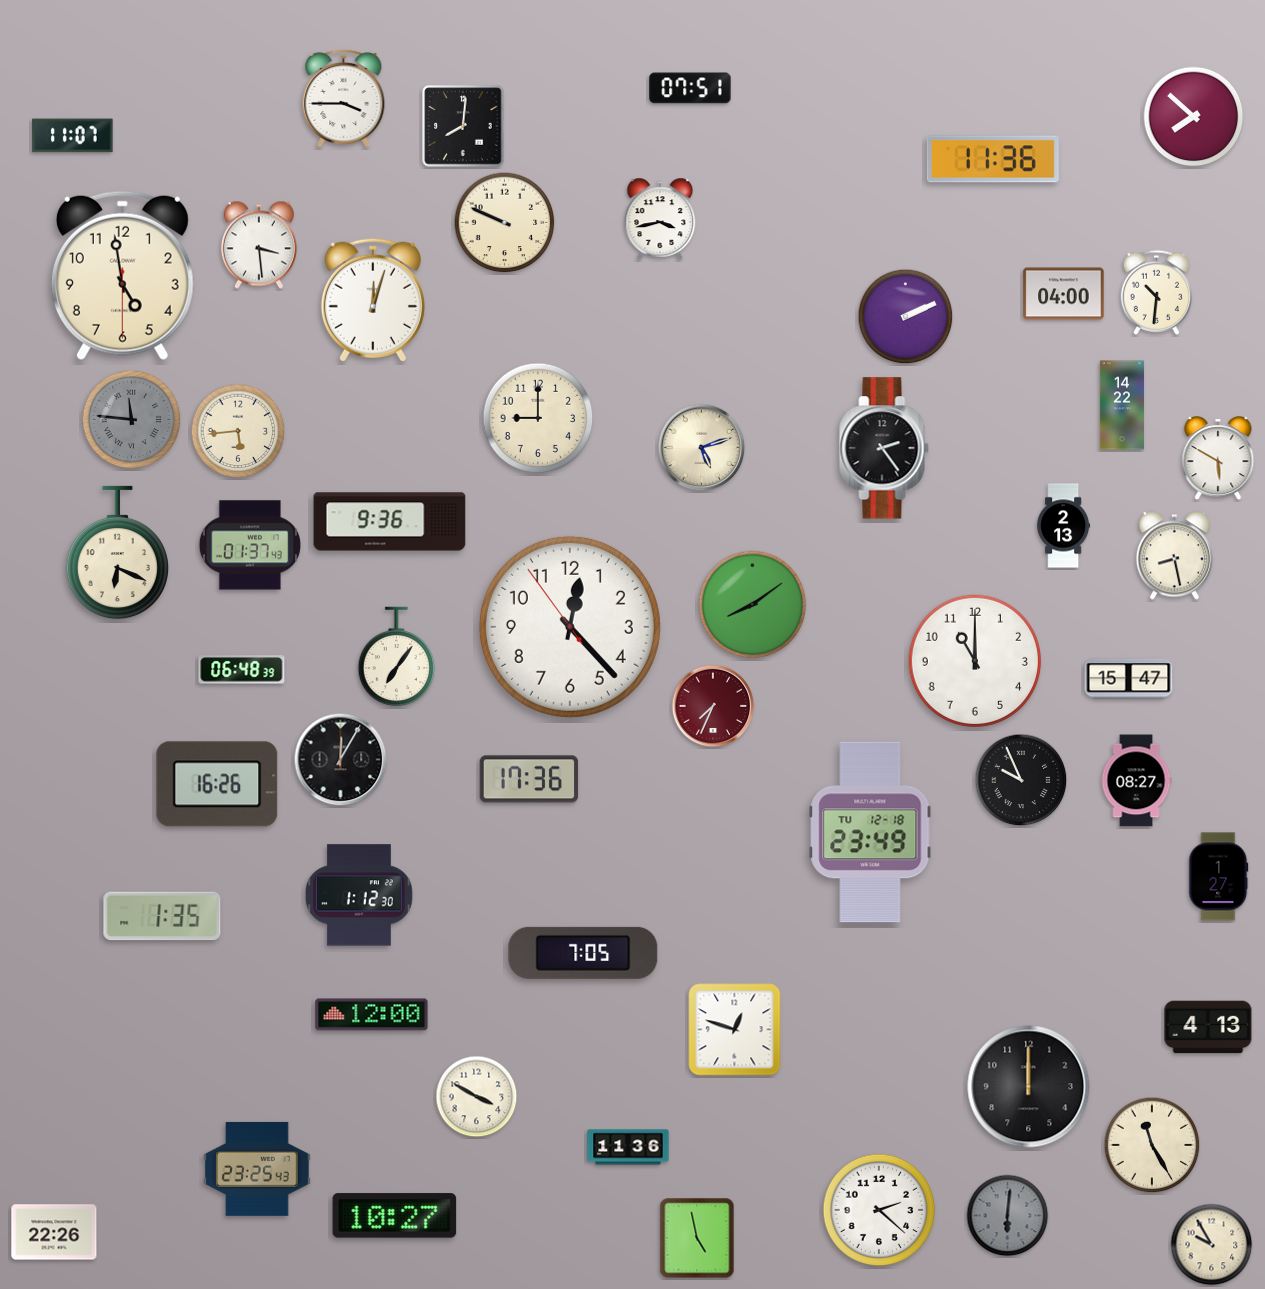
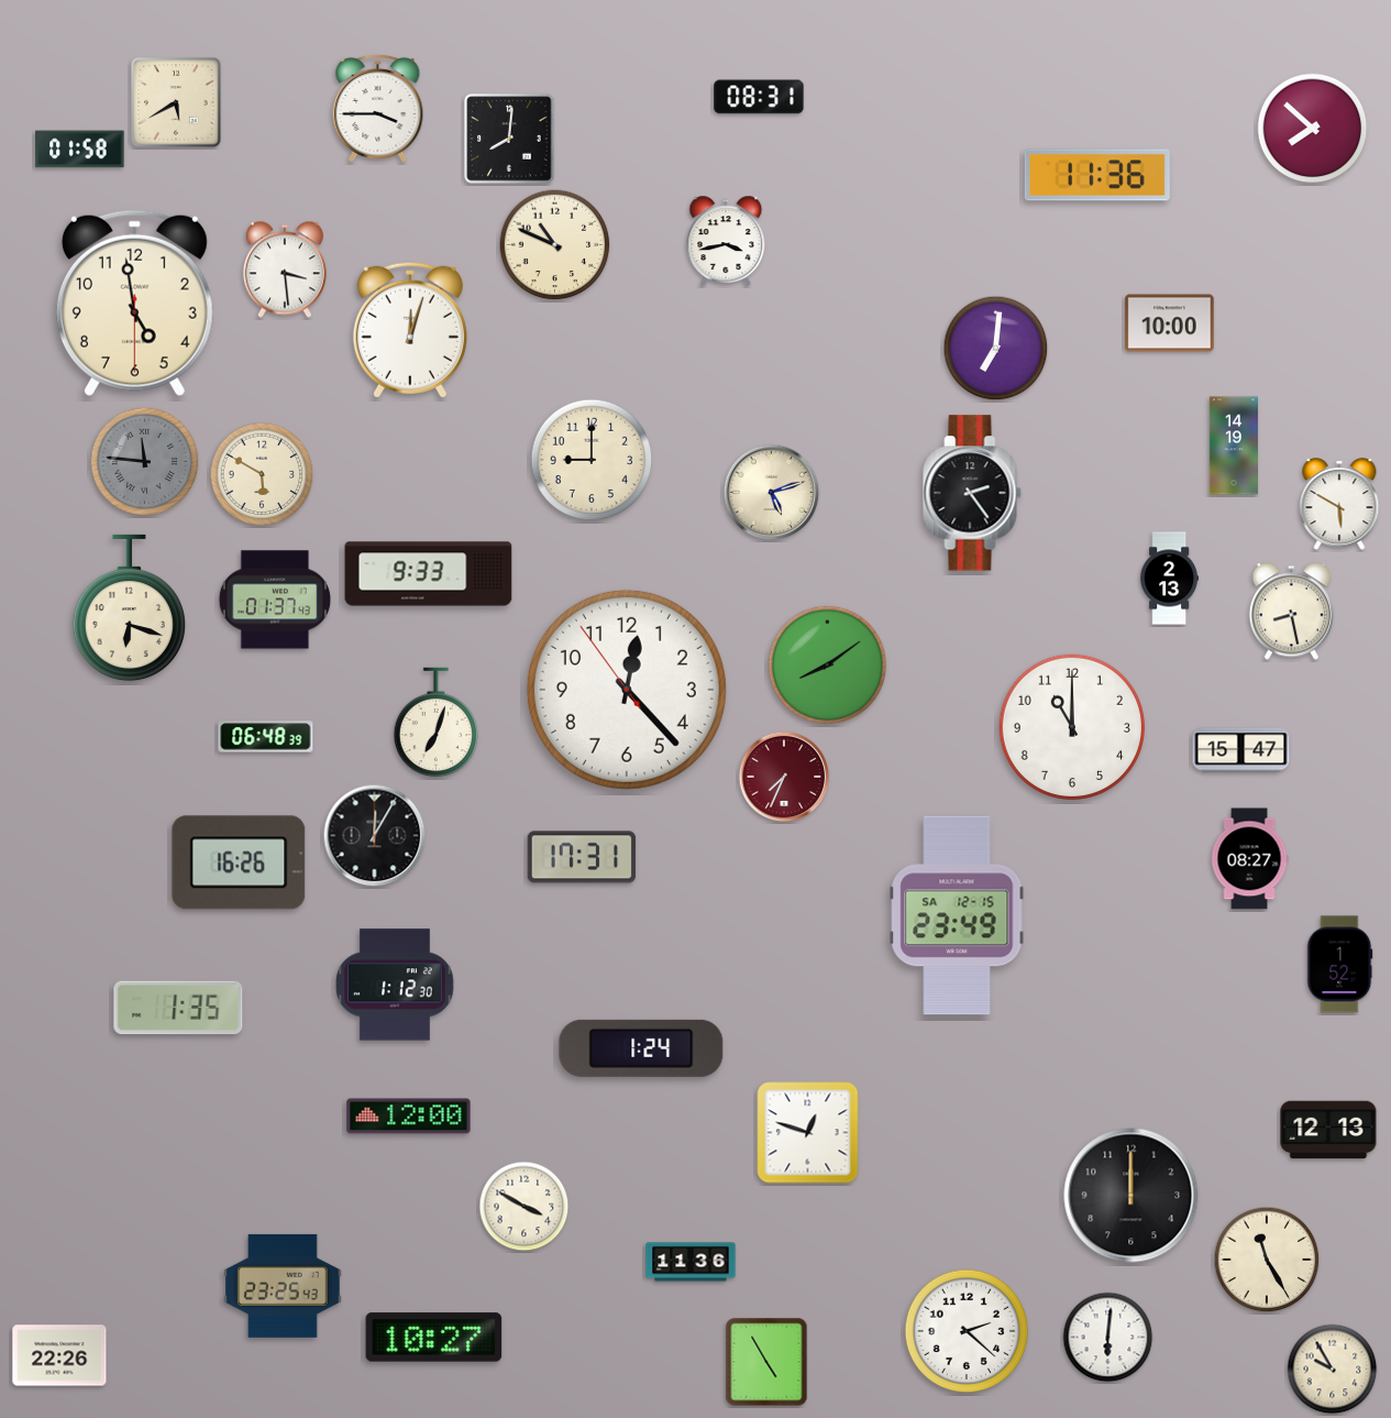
clock at (690, 88): 07:51 -> 08:31
clock at (176, 102): none -> 5:40
clock at (73, 136): 11:07 -> 01:58
clock at (993, 159) position: (993, 159) -> (1097, 175)
clock at (505, 223): 9:49 -> 10:49
clock at (1156, 292): 10:31 -> none
clock at (1064, 294): 04:00 -> 10:00
clock at (906, 317): 2:11 -> 7:01
clock at (1122, 405): 14:22 -> 14:19
clock at (238, 431): 5:44 -> 5:50
clock at (390, 522): 9:36 -> 9:33
clock at (117, 553): 6:19 -> 6:18
clock at (397, 657): 7:06 -> 7:03
clock at (1129, 679) position: (1129, 679) -> (1241, 750)
clock at (529, 779): 17:36 -> 17:31
clock at (1021, 780): 9:56 -> none
clock at (870, 832) date: TU 12-18 -> SA 12-15
clock at (1219, 877): 1:27 -> 1:52
clock at (583, 953): 7:05 -> 1:24
clock at (1208, 1027): 4:13 -> 12:13
clock at (1008, 1216) dial: grey -> white
clock at (697, 1238): 4:58 -> 4:55
